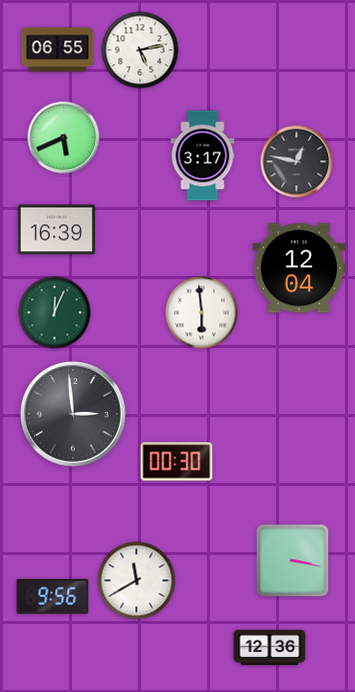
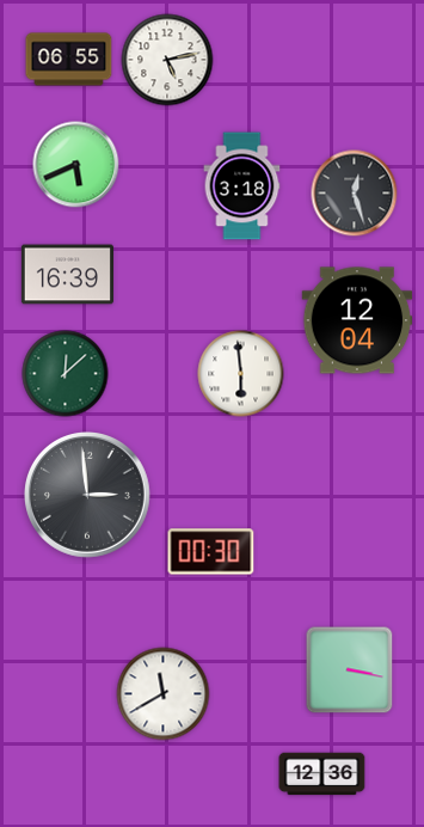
clock at (203, 156): 3:17 -> 3:18
clock at (297, 162): 12:47 -> 12:27
clock at (55, 313): 12:04 -> 12:08
clock at (53, 596): 9:56 -> none
